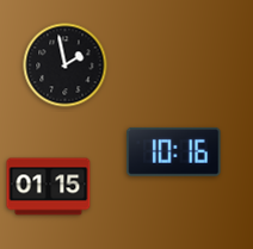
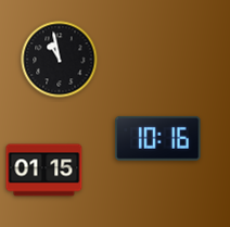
clock at (66, 66): 1:58 -> 10:58
